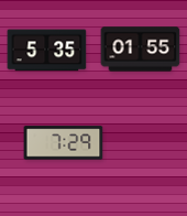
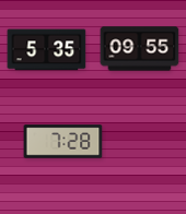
clock at (141, 50): 01:55 -> 09:55
clock at (64, 143): 7:29 -> 7:28
